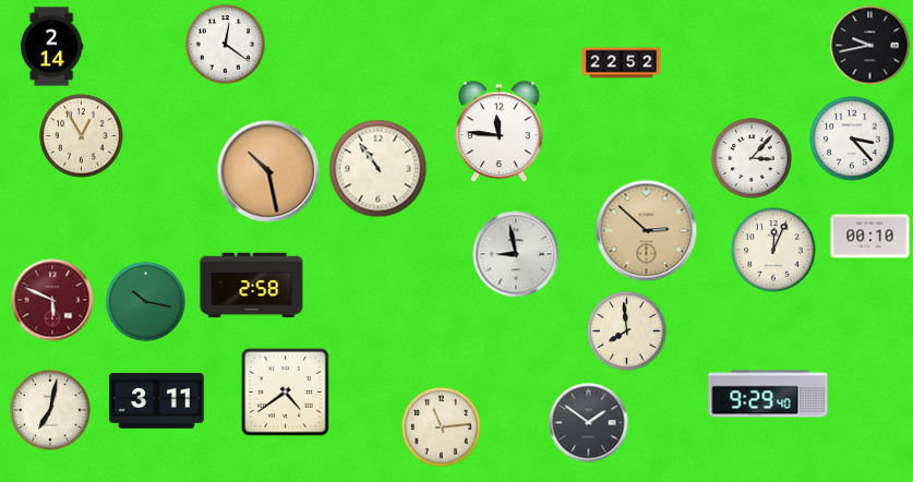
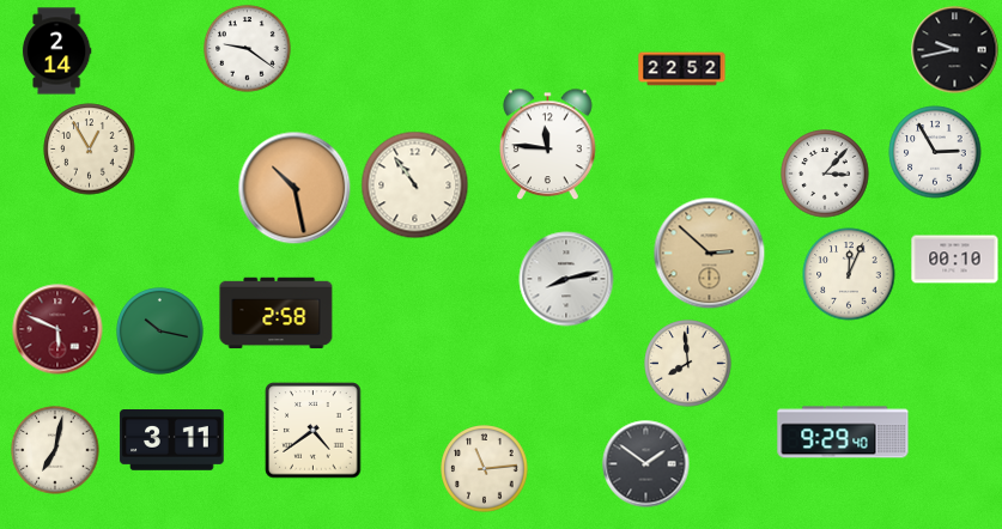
clock at (226, 45): 12:21 -> 9:21
clock at (852, 138): 3:23 -> 2:55
clock at (516, 254): 8:58 -> 8:13
